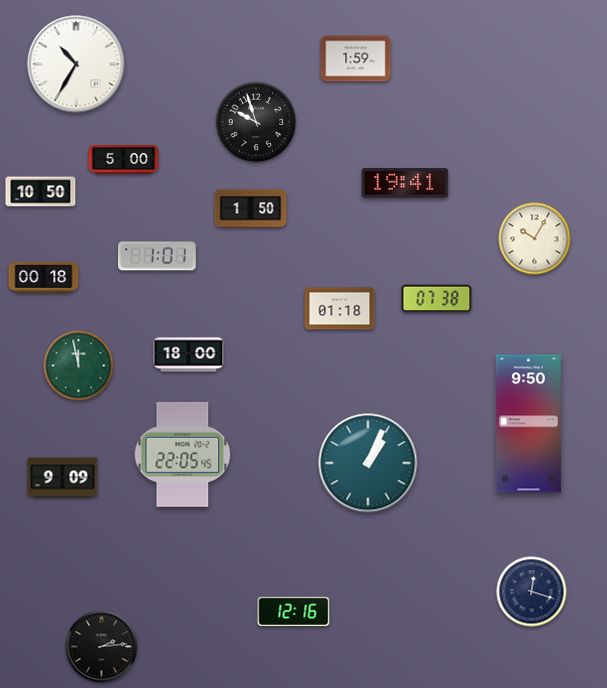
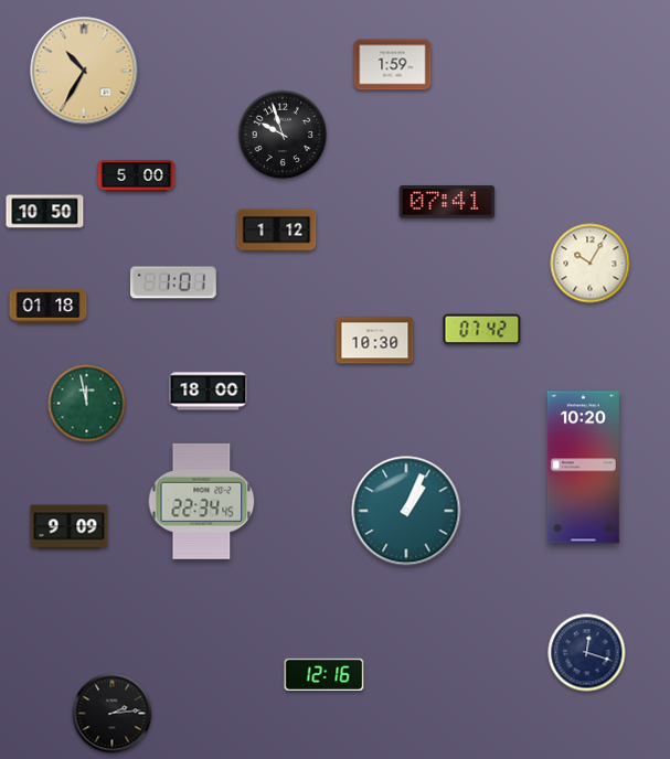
clock at (76, 64) dial: white -> champagne
clock at (405, 183): 19:41 -> 07:41
clock at (251, 209): 1:50 -> 1:12
clock at (44, 278): 00:18 -> 01:18
clock at (437, 299): 07:38 -> 07:42
clock at (340, 309): 01:18 -> 10:30
clock at (528, 424): 9:50 -> 10:20
clock at (183, 454): 22:05 -> 22:34
